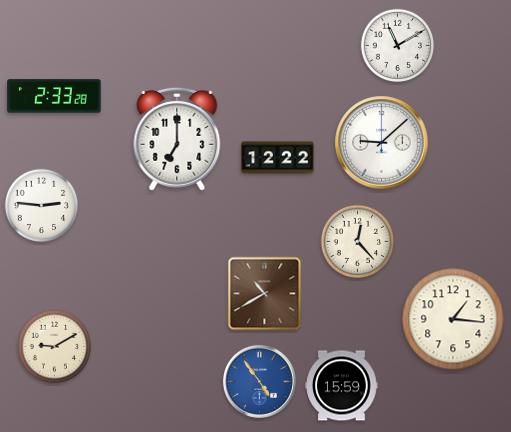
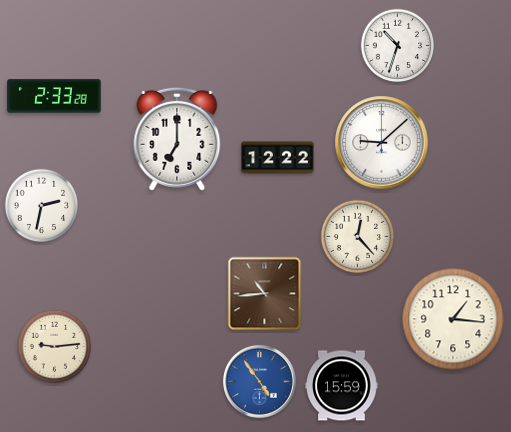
clock at (398, 46): 11:10 -> 10:33
clock at (42, 206): 2:46 -> 2:32
clock at (358, 242) position: (358, 242) -> (358, 237)
clock at (265, 294): 10:40 -> 10:44
clock at (55, 347): 9:10 -> 9:14
